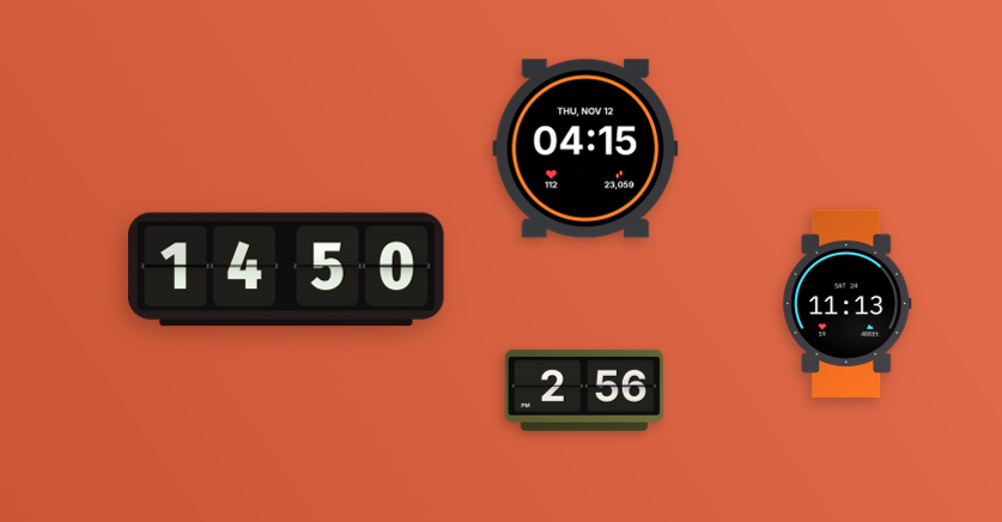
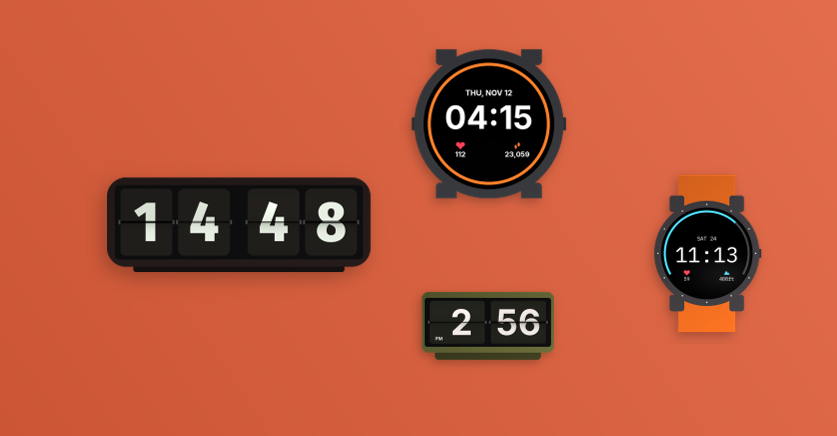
clock at (287, 269): 14:50 -> 14:48
